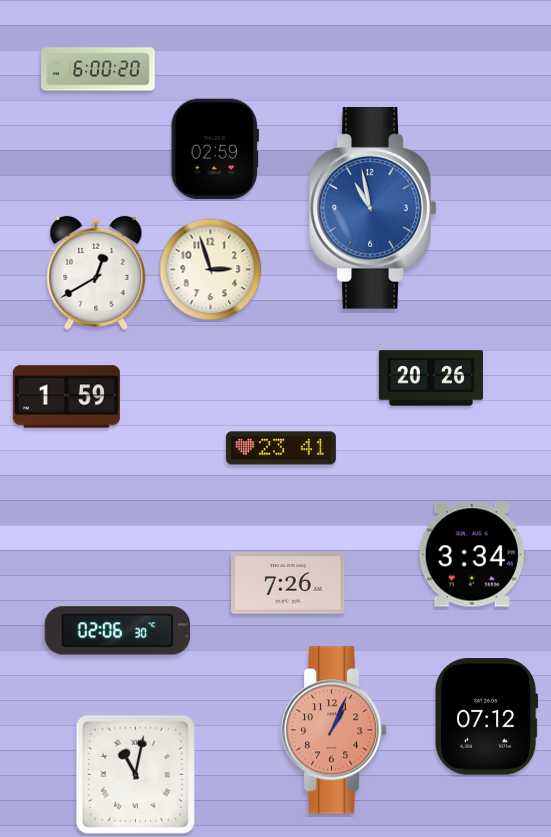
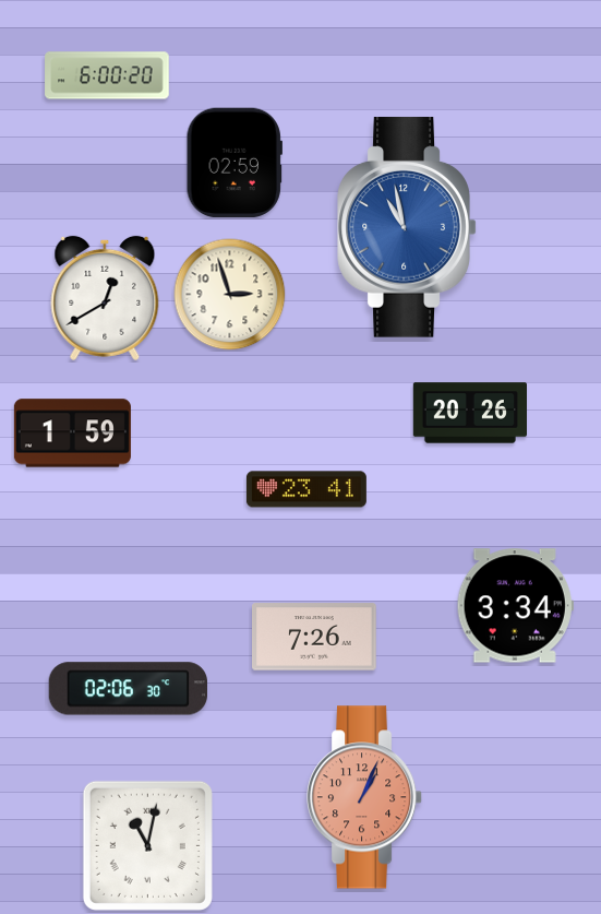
clock at (487, 717): 07:12 -> none
